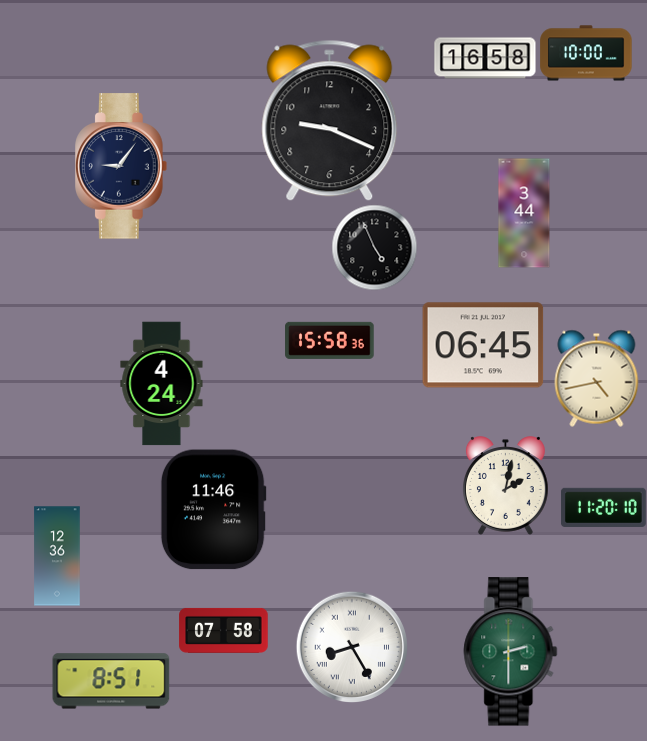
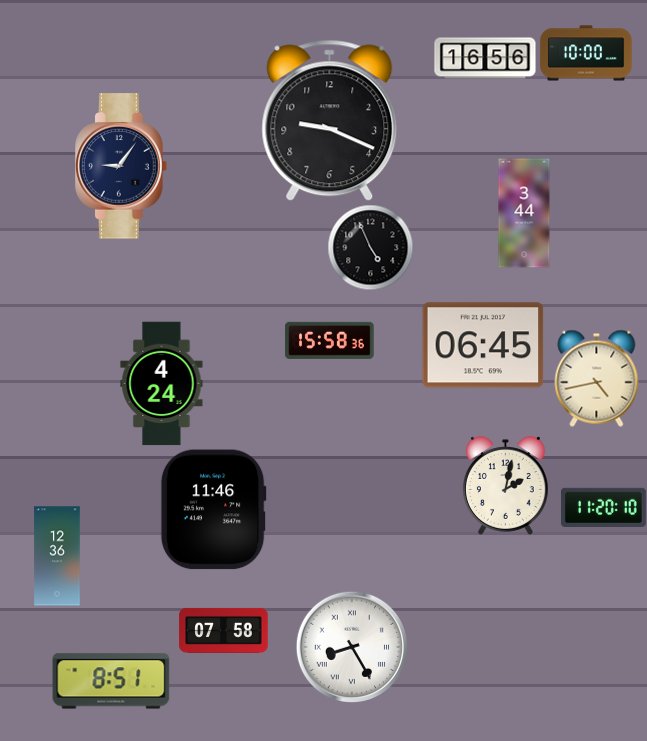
clock at (485, 58): 16:58 -> 16:56
clock at (374, 247) position: (374, 247) -> (370, 247)
clock at (511, 652): 2:30 -> none
